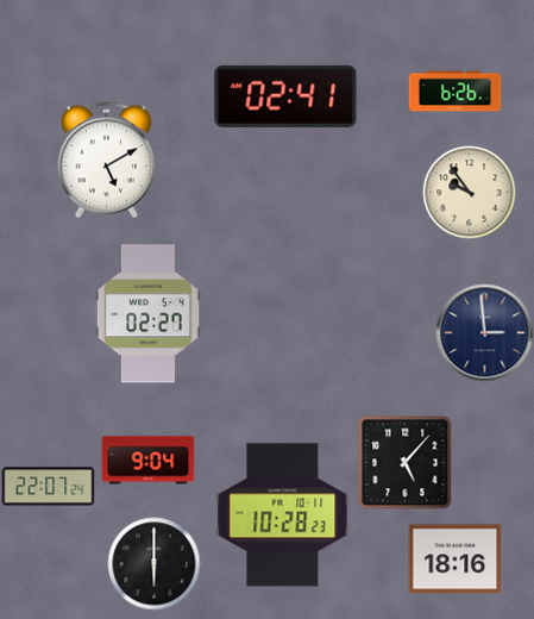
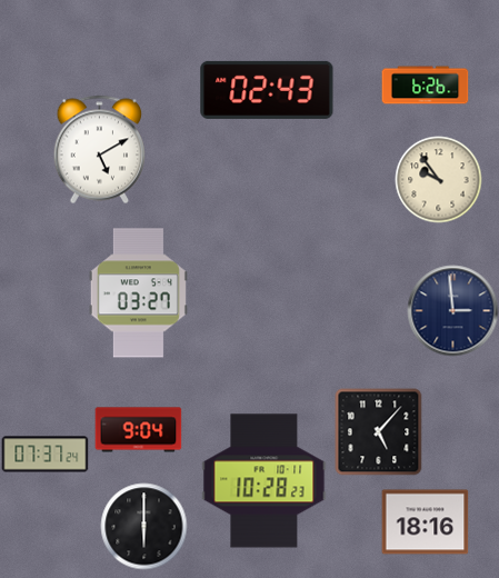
clock at (285, 96): 02:41 -> 02:43
clock at (147, 314): 02:27 -> 03:27
clock at (48, 487): 22:07 -> 07:37
